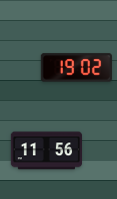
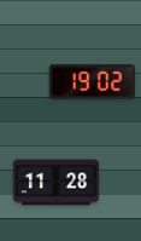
clock at (47, 151): 11:56 -> 11:28
